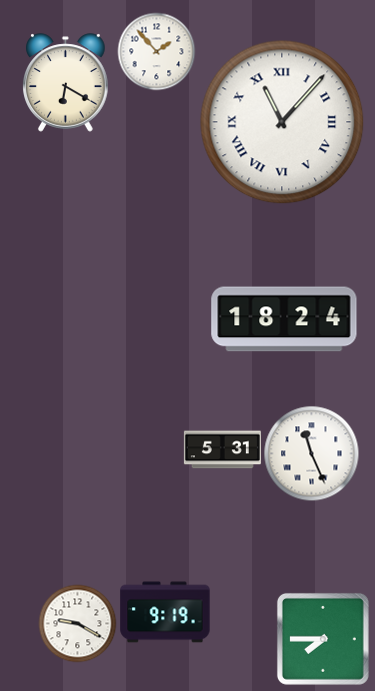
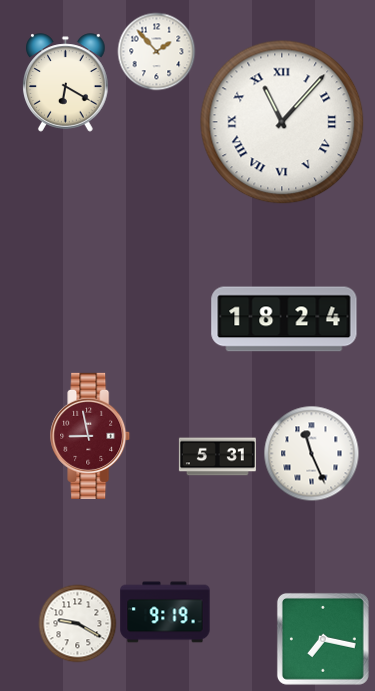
clock at (91, 436): none -> 8:58
clock at (222, 450) position: (222, 450) -> (217, 457)
clock at (323, 639): 7:45 -> 7:17
